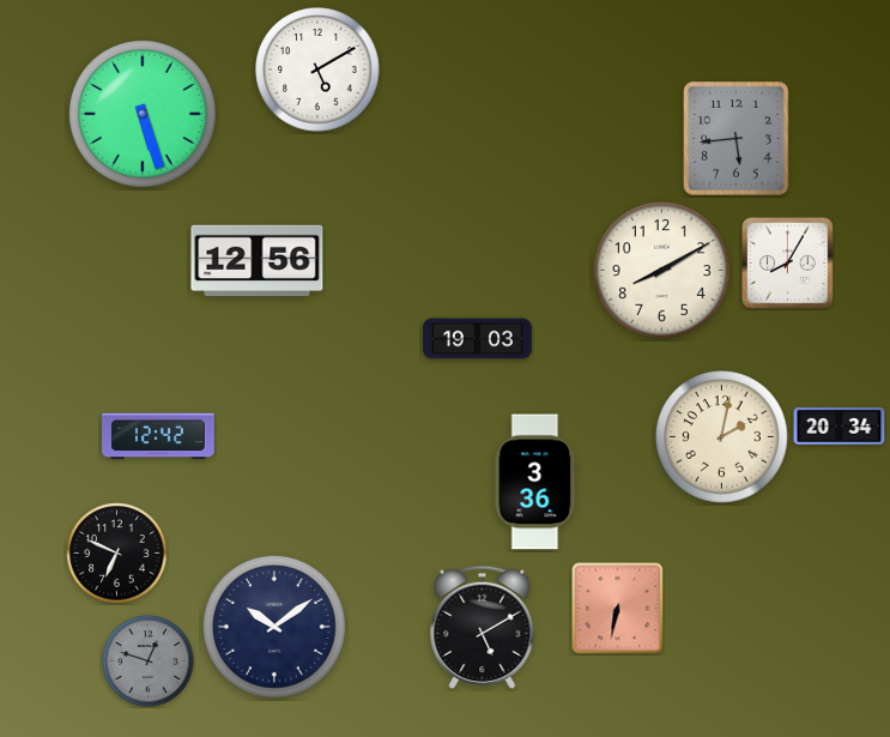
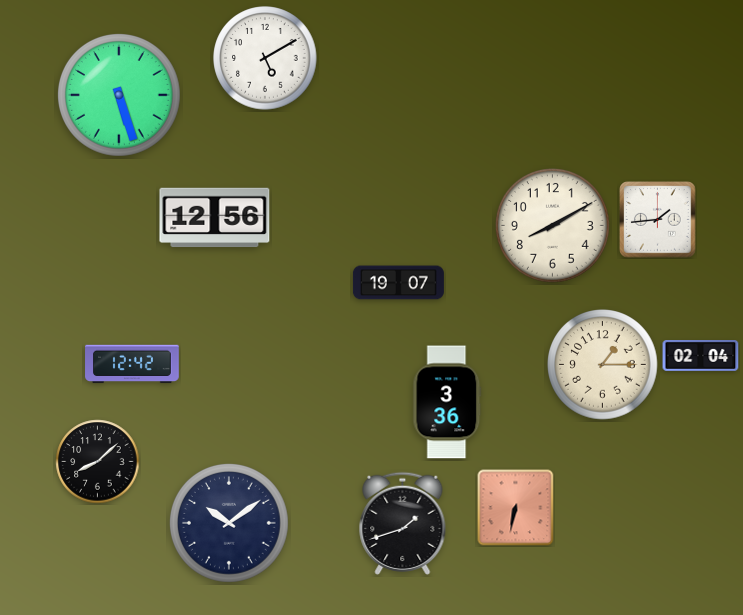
clock at (737, 139): 5:44 -> none
clock at (788, 264): 8:05 -> 1:44
clock at (477, 339): 19:03 -> 19:07
clock at (840, 427): 20:34 -> 02:04
clock at (722, 437): 2:02 -> 1:15
clock at (117, 554): 6:49 -> 8:08
clock at (483, 627): 5:10 -> 1:42
clock at (149, 662): 12:48 -> none
